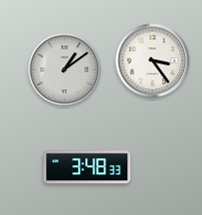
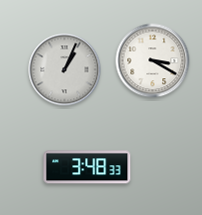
clock at (153, 61): 3:24 -> 3:20
clock at (65, 70): 1:09 -> 1:04
